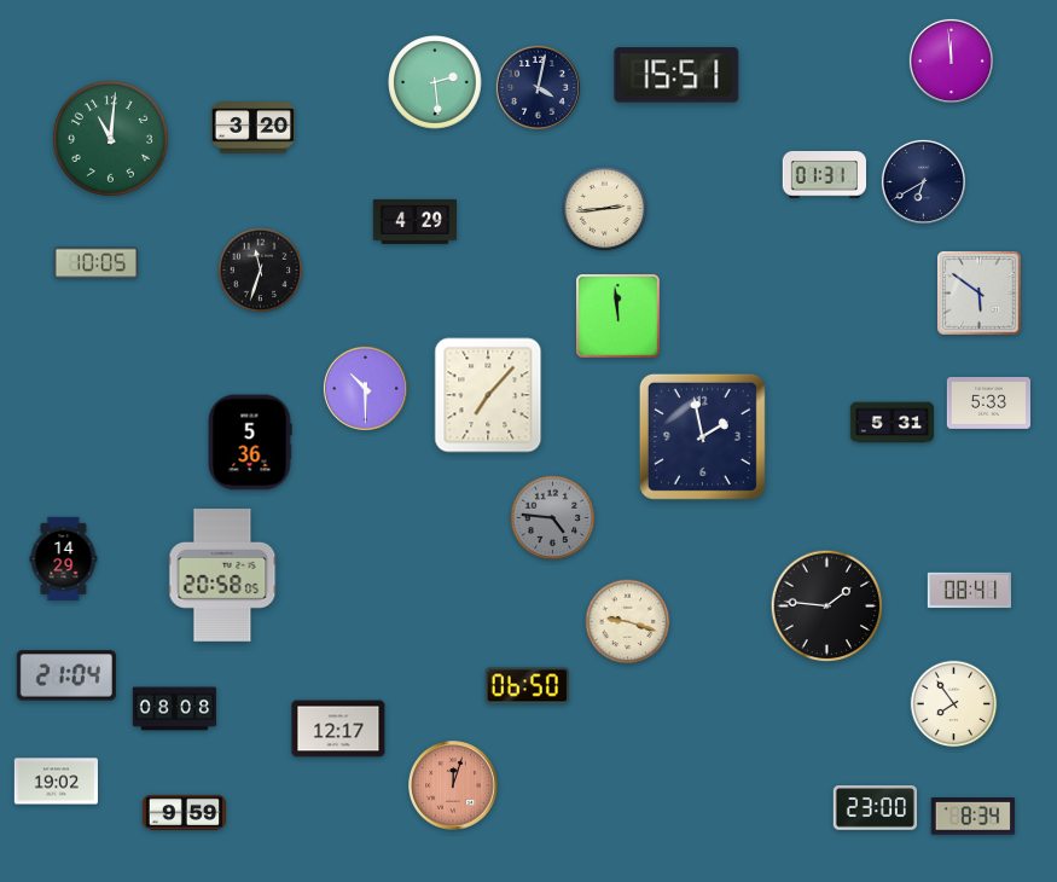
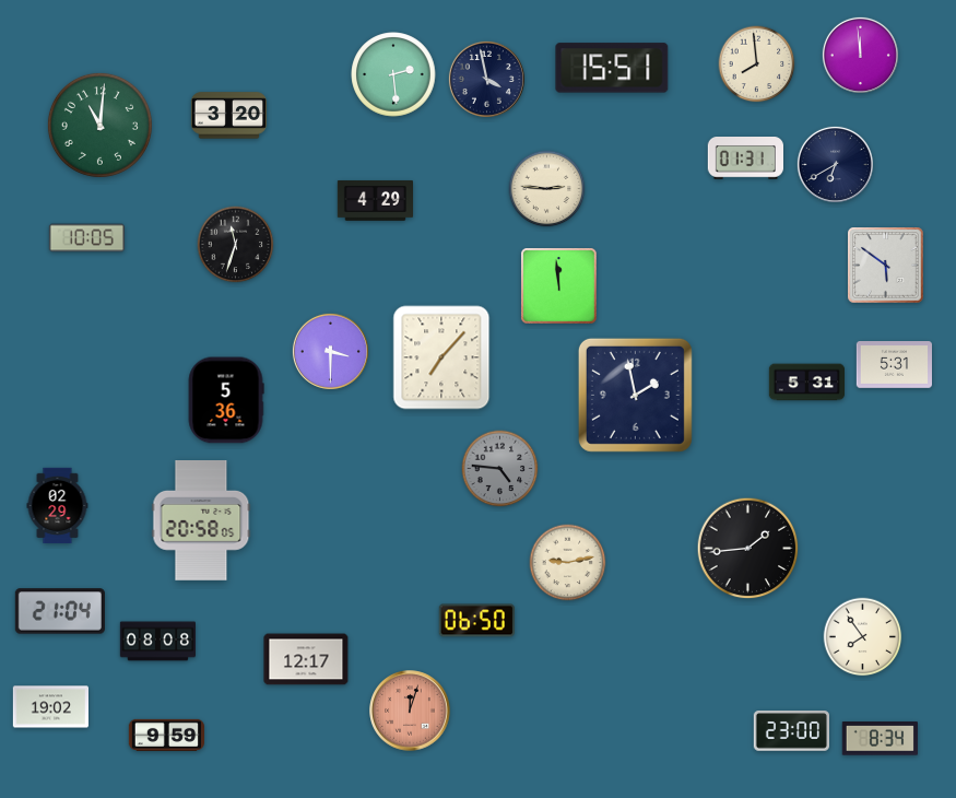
clock at (757, 64): none -> 7:59
clock at (538, 87): 4:02 -> 3:58
clock at (605, 209): 2:44 -> 2:46
clock at (365, 388): 10:30 -> 3:30
clock at (988, 404): 5:33 -> 5:31
clock at (64, 558): 14:29 -> 02:29
clock at (969, 591): 08:41 -> none
clock at (827, 607): 1:46 -> 1:44
clock at (628, 622): 9:18 -> 9:13
